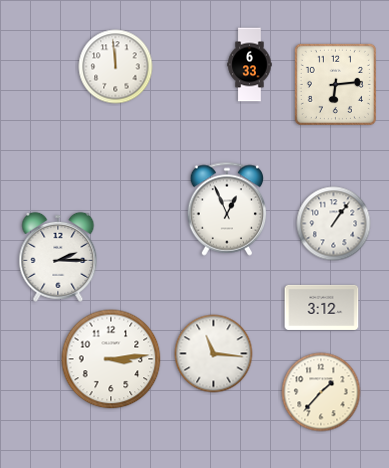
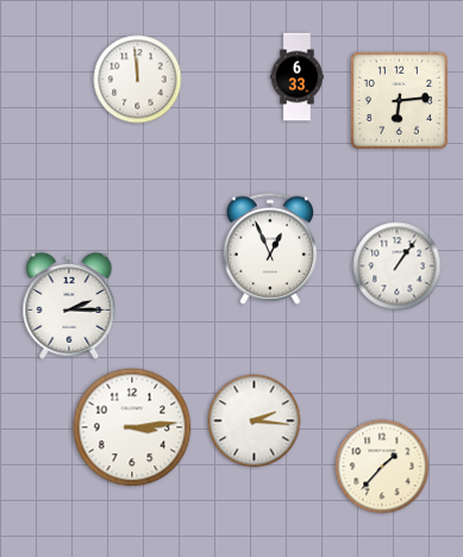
clock at (322, 307): 3:12 -> none
clock at (214, 354): 11:16 -> 2:16
